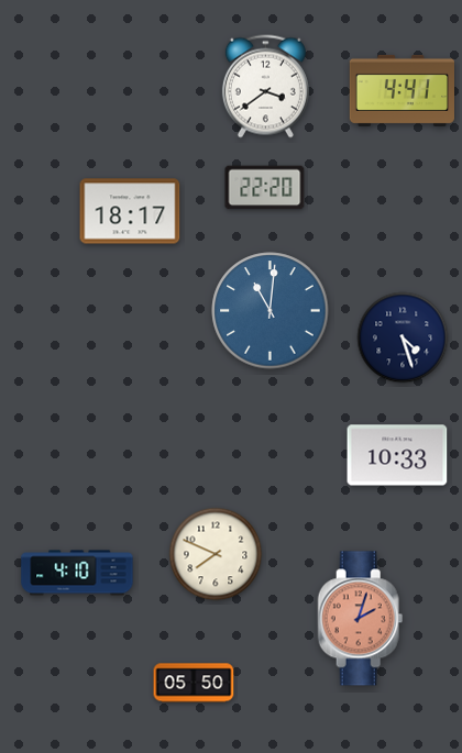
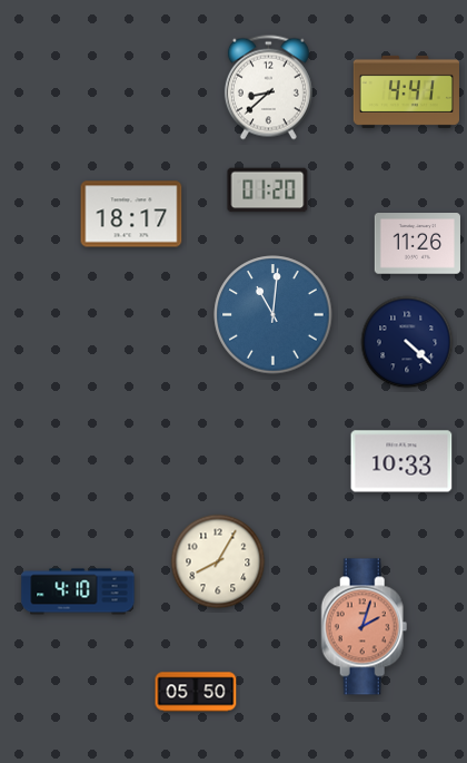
clock at (265, 87): 3:39 -> 8:38
clock at (265, 188): 22:20 -> 01:20
clock at (417, 244): none -> 11:26
clock at (403, 337): 4:27 -> 4:22
clock at (216, 554): 7:49 -> 8:05
clock at (77, 573) position: (77, 573) -> (78, 591)
